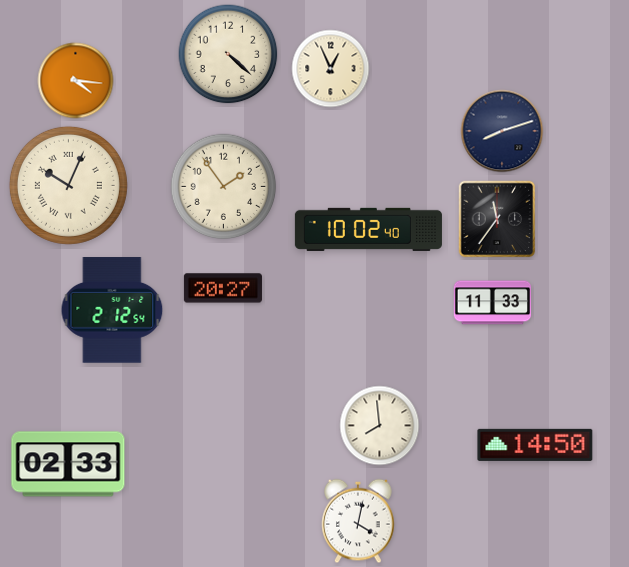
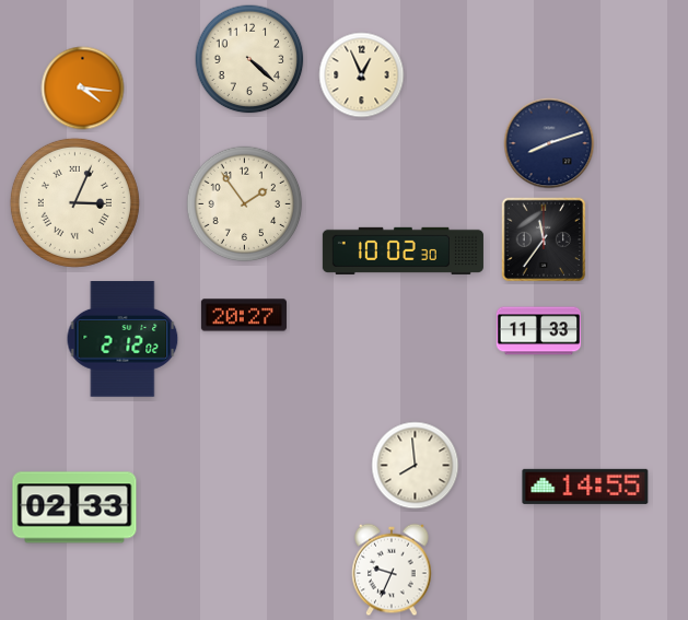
clock at (68, 185): 10:04 -> 3:04
clock at (368, 229): 10:02:40 -> 10:02:30
clock at (112, 310): 2:12:54 -> 2:12:02
clock at (535, 445): 14:50 -> 14:55
clock at (358, 521): 4:02 -> 9:34
